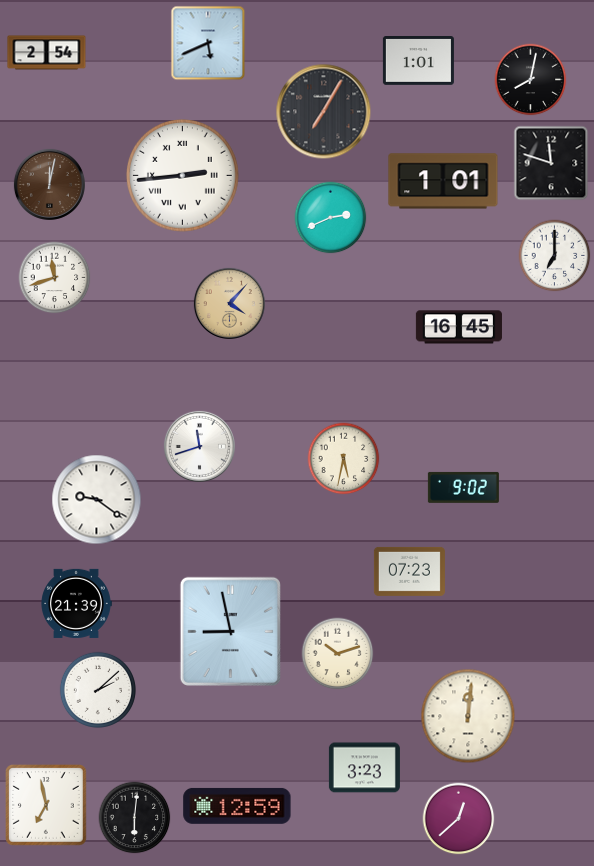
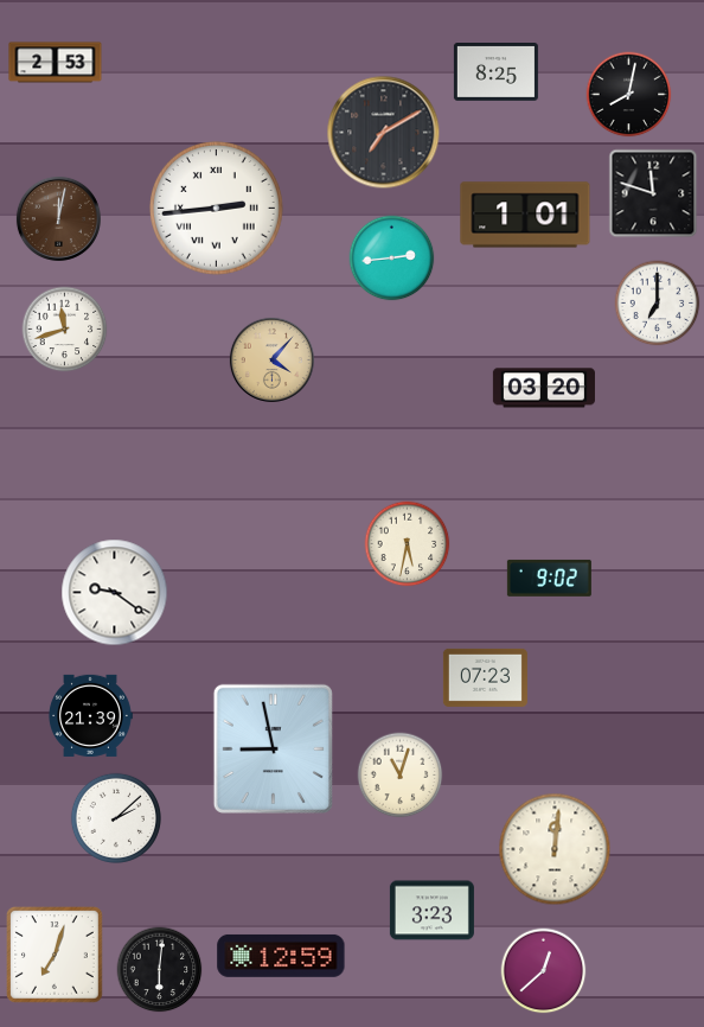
clock at (208, 43): 5:41 -> none
clock at (47, 53): 2:54 -> 2:53
clock at (418, 61): 1:01 -> 8:25
clock at (324, 112): 7:05 -> 7:10
clock at (331, 218): 2:41 -> 2:44
clock at (459, 327): 16:45 -> 03:20
clock at (199, 446): 11:42 -> none
clock at (338, 654): 10:12 -> 11:03
clock at (46, 805): 6:58 -> 7:03
